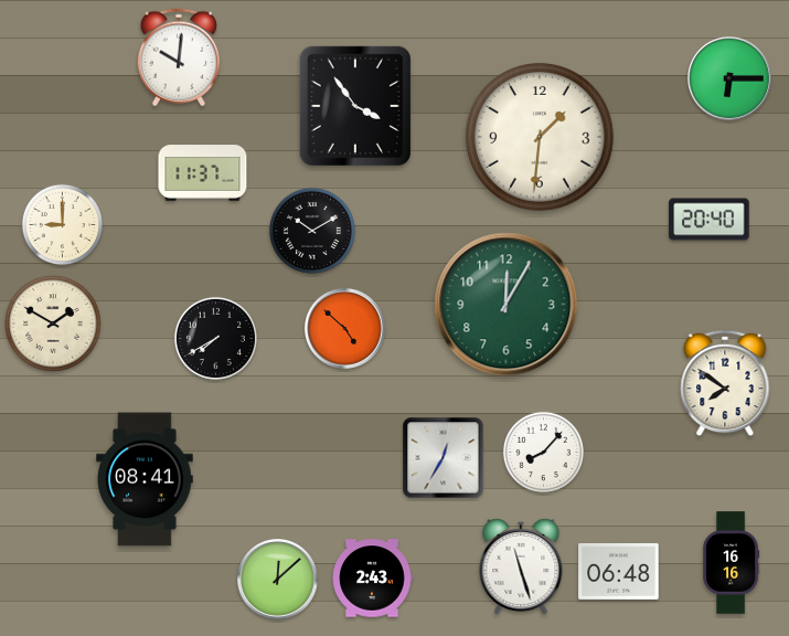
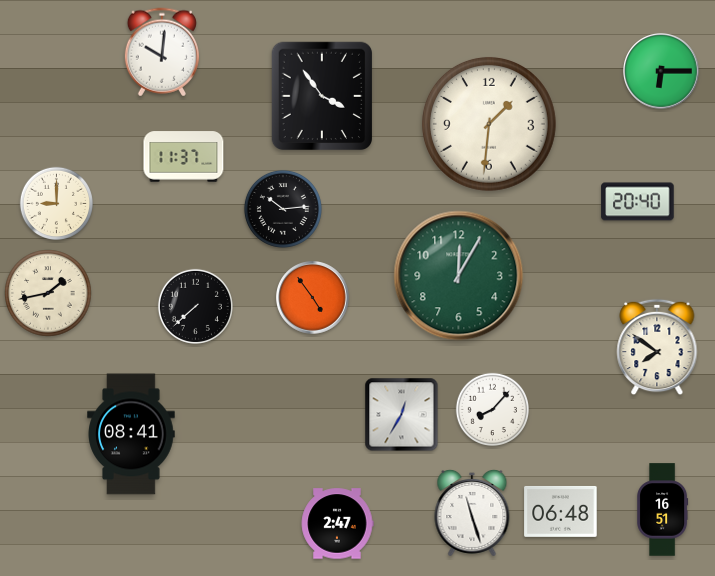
clock at (710, 220) position: (710, 220) -> (638, 202)
clock at (312, 231): 10:10 -> 10:14
clock at (53, 324): 1:50 -> 1:43
clock at (345, 329): 4:52 -> 4:54
clock at (215, 338): 7:40 -> 7:38
clock at (732, 563): 16:16 -> 16:51
clock at (619, 571) position: (619, 571) -> (561, 511)
clock at (372, 579): 2:43 -> 2:47
clock at (278, 580): 12:08 -> none
